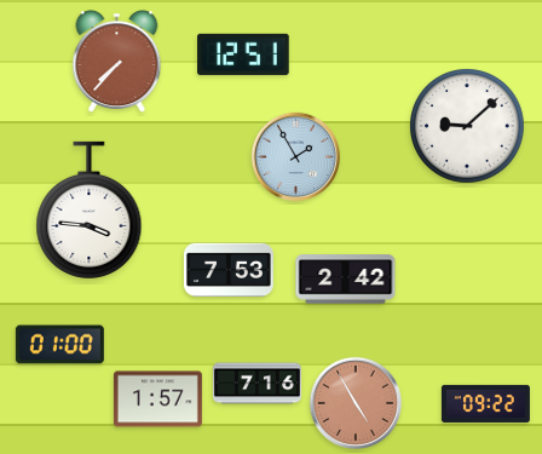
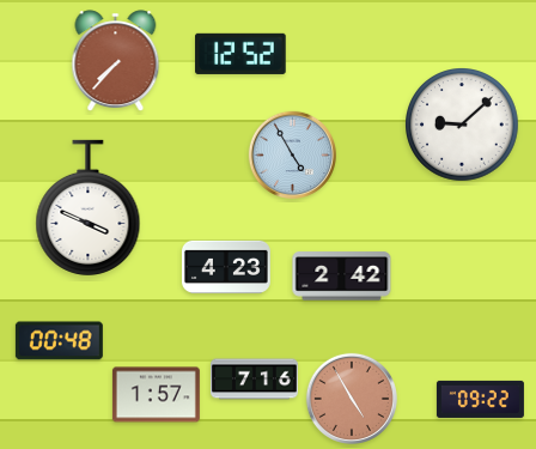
clock at (243, 54): 12:51 -> 12:52
clock at (295, 156): 1:55 -> 4:55
clock at (90, 209): 3:46 -> 3:49
clock at (229, 270): 7:53 -> 4:23
clock at (59, 345): 01:00 -> 00:48
